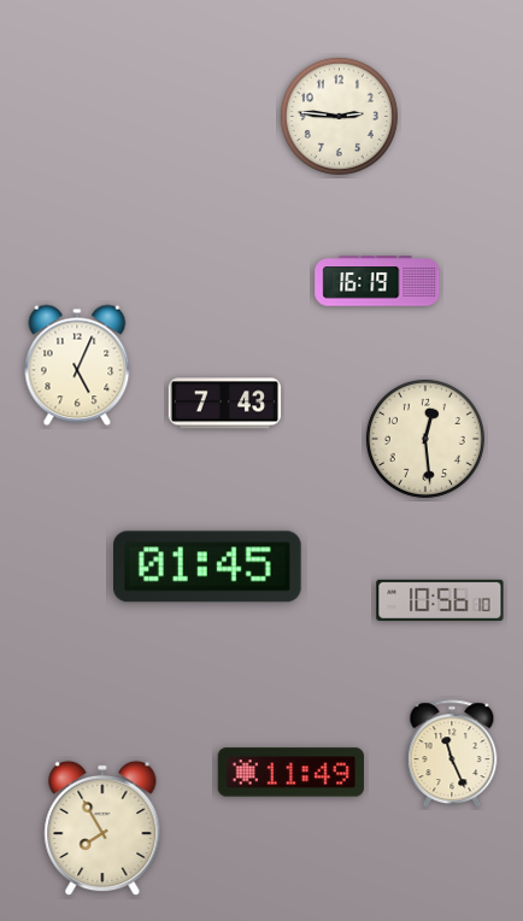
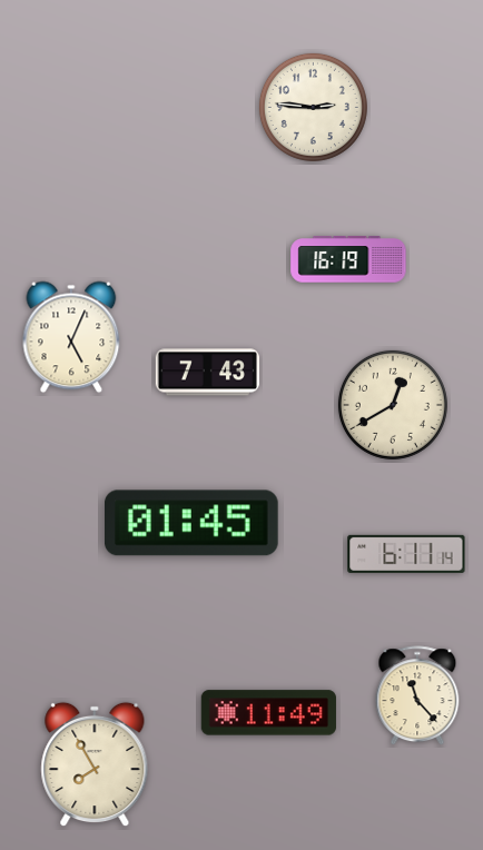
clock at (425, 439): 12:29 -> 12:40
clock at (440, 600): 10:56 -> 6:11
clock at (452, 755): 11:26 -> 11:23
